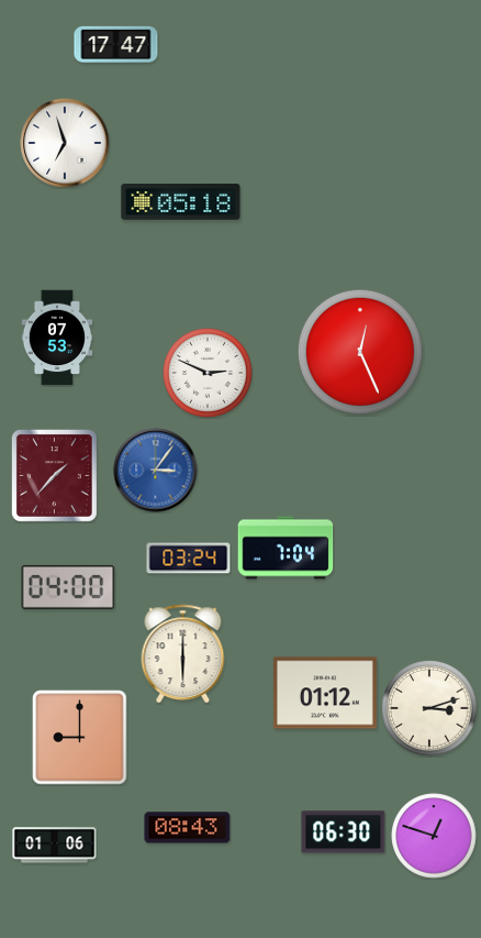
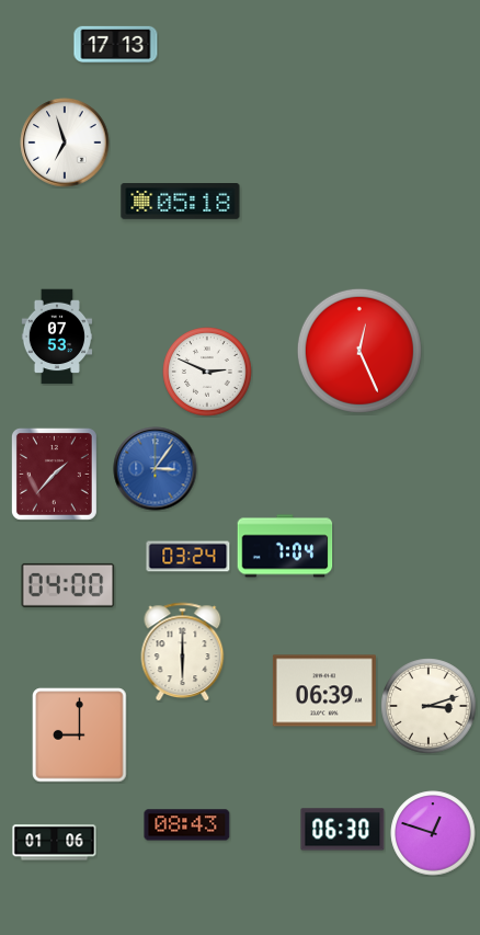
clock at (116, 44): 17:47 -> 17:13
clock at (325, 693): 01:12 -> 06:39
